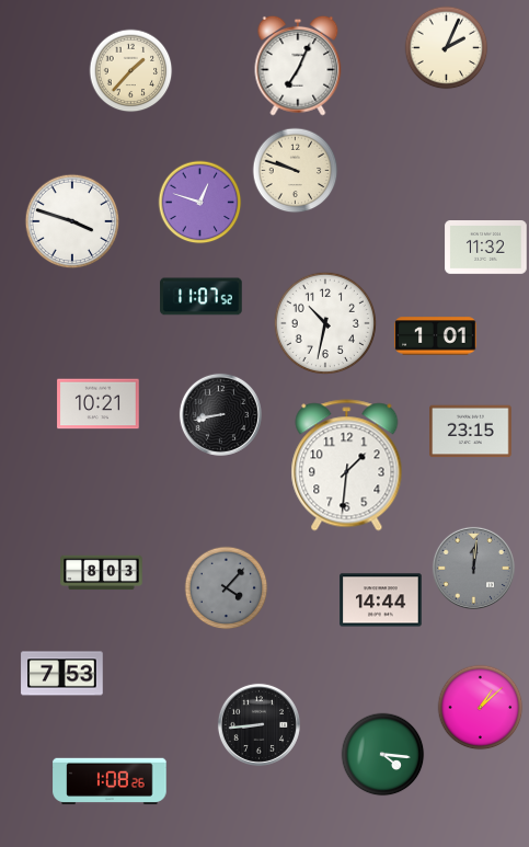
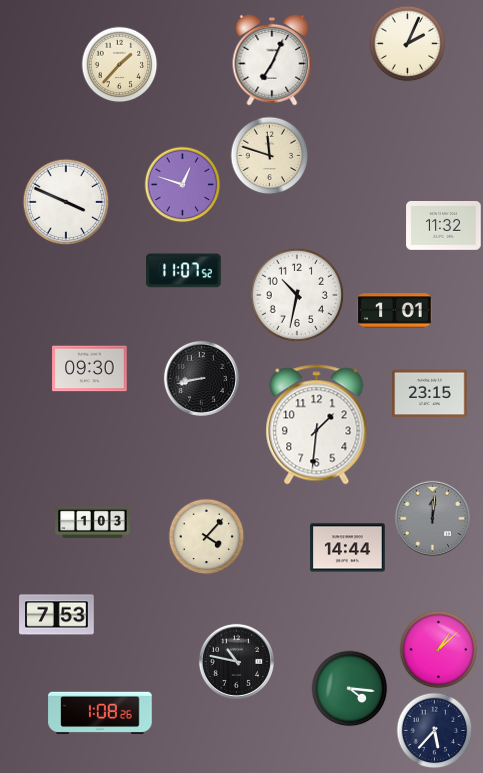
clock at (296, 171): 9:48 -> 11:48
clock at (72, 221): 3:48 -> 3:49
clock at (436, 336) position: (436, 336) -> (395, 311)
clock at (99, 404): 10:21 -> 09:30
clock at (102, 573): 8:03 -> 1:03
clock at (227, 588) dial: grey -> cream
clock at (481, 708) position: (481, 708) -> (439, 650)
clock at (258, 724): 8:44 -> 10:47
clock at (435, 731): none -> 5:37
